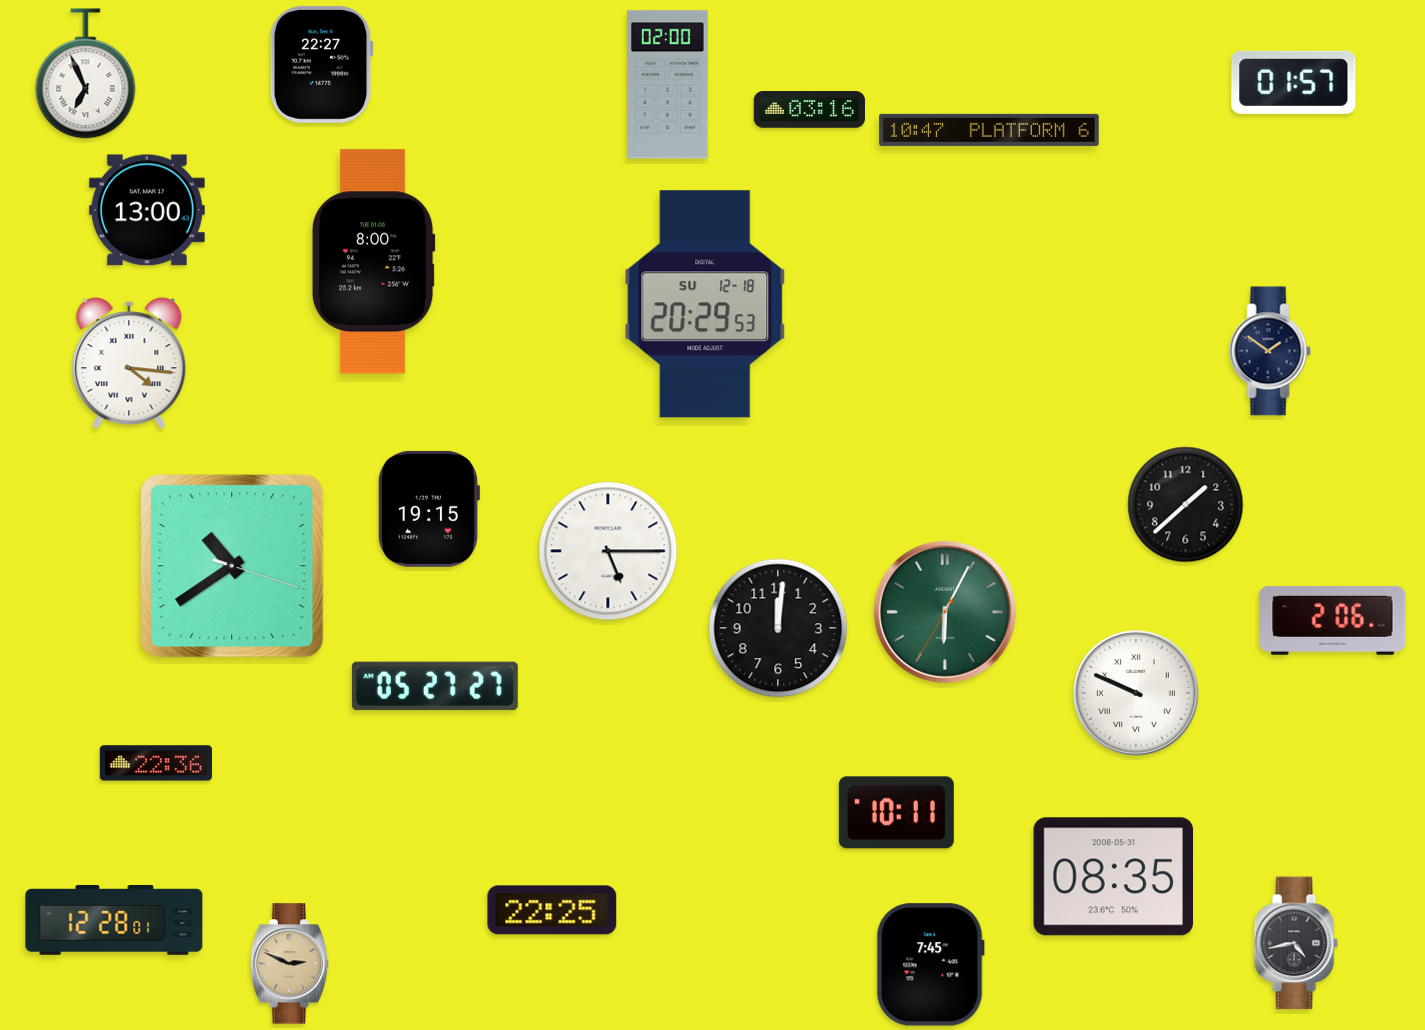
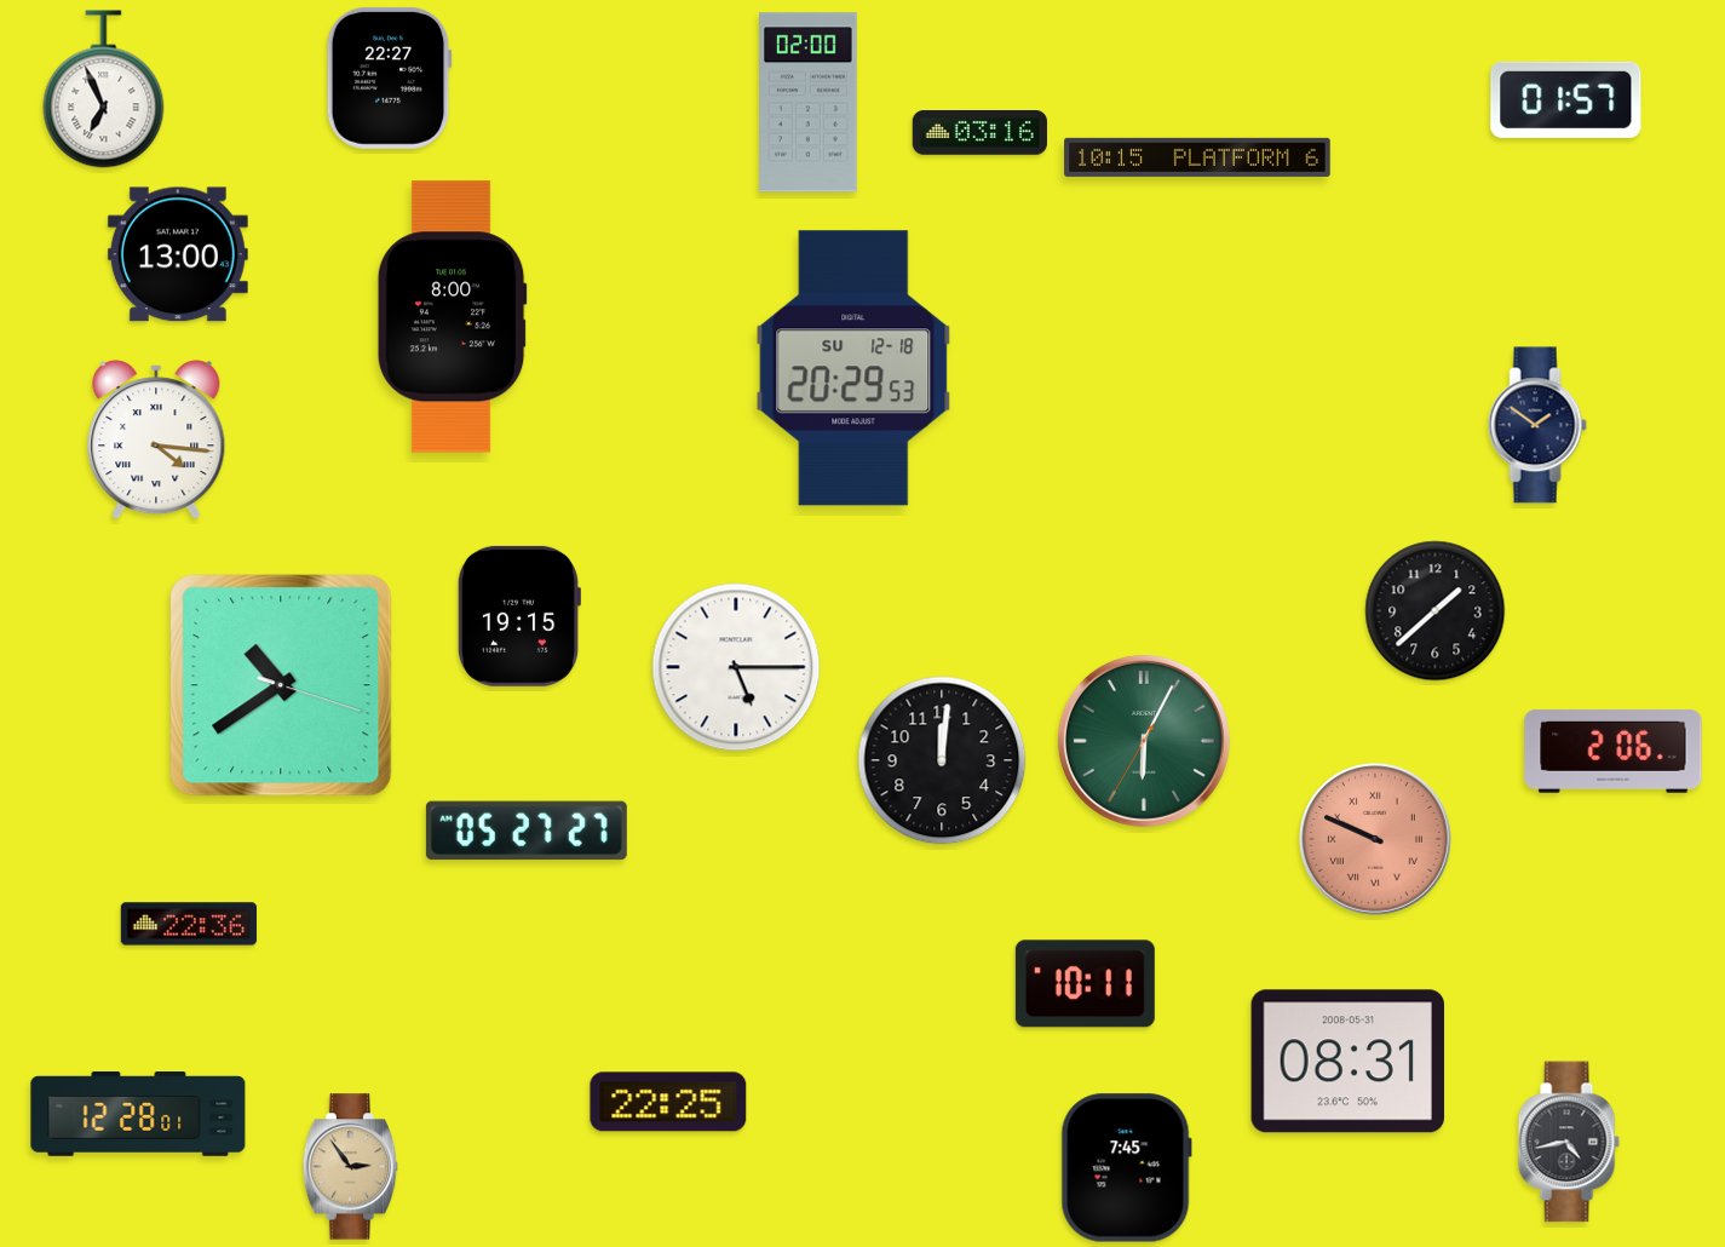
clock at (989, 130): 10:47 -> 10:15
clock at (1137, 694) dial: white -> salmon
clock at (1113, 877): 08:35 -> 08:31
clock at (290, 964): 2:49 -> 2:54
